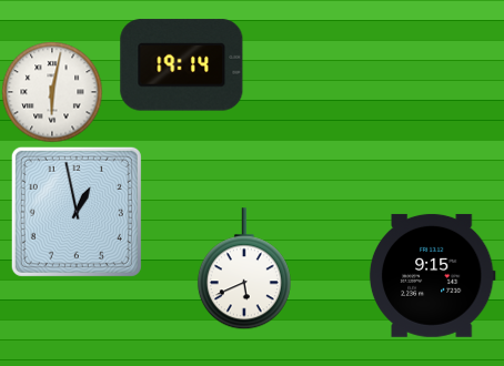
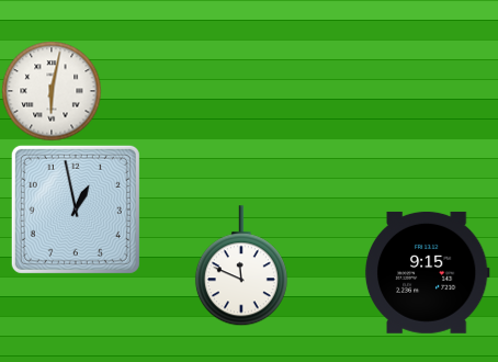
clock at (182, 65): 19:14 -> none
clock at (244, 268): 5:41 -> 11:49
